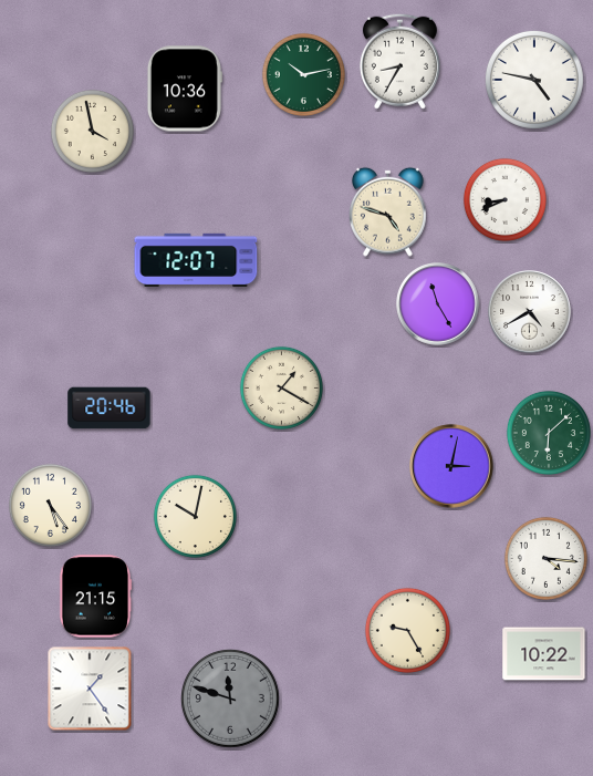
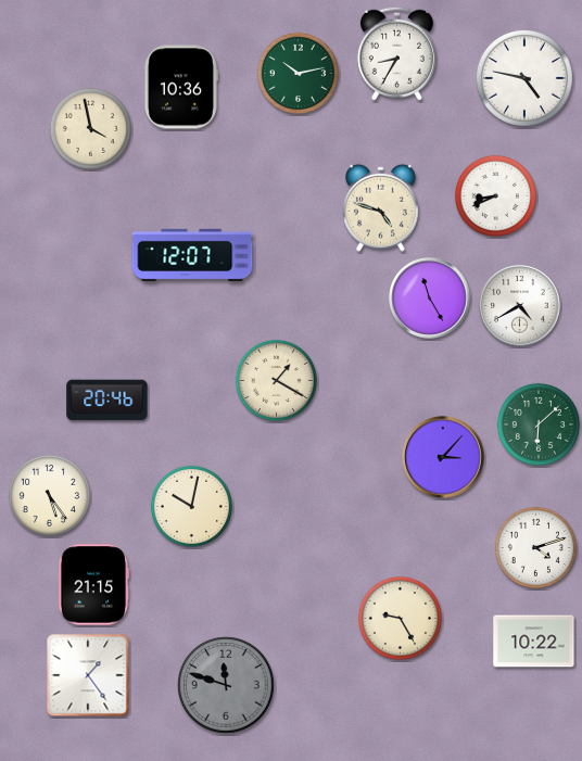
clock at (399, 61) position: (399, 61) -> (396, 53)
clock at (451, 466): 3:02 -> 3:07
clock at (545, 558): 4:16 -> 4:12
